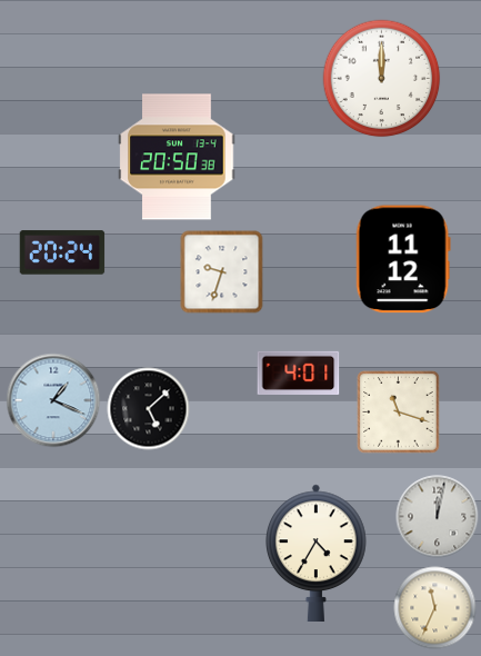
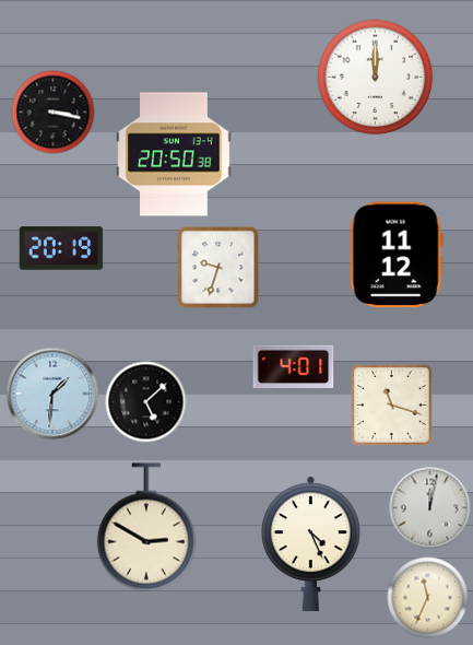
clock at (54, 113): none -> 3:17
clock at (62, 252): 20:24 -> 20:19
clock at (53, 400): 1:19 -> 1:31
clock at (146, 527): none -> 2:50
clock at (317, 553): 4:35 -> 4:26
